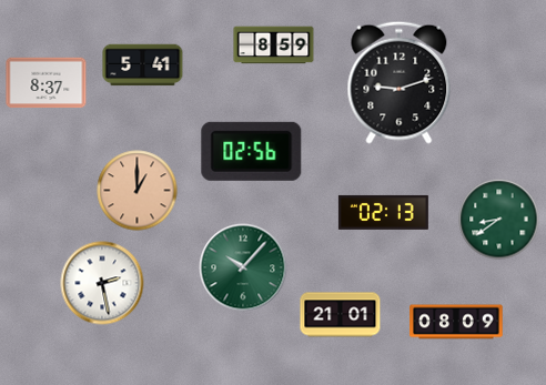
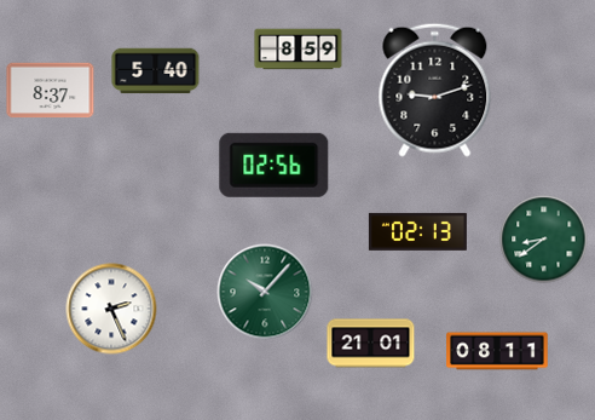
clock at (143, 65): 5:41 -> 5:40
clock at (138, 191): 1:00 -> none
clock at (102, 283): 2:28 -> 2:26
clock at (456, 322): 08:09 -> 08:11
